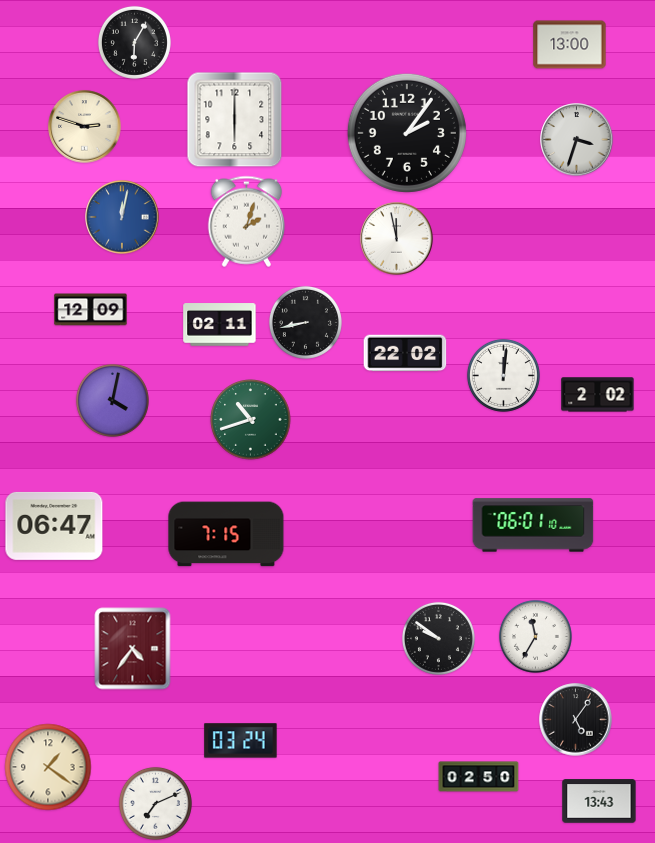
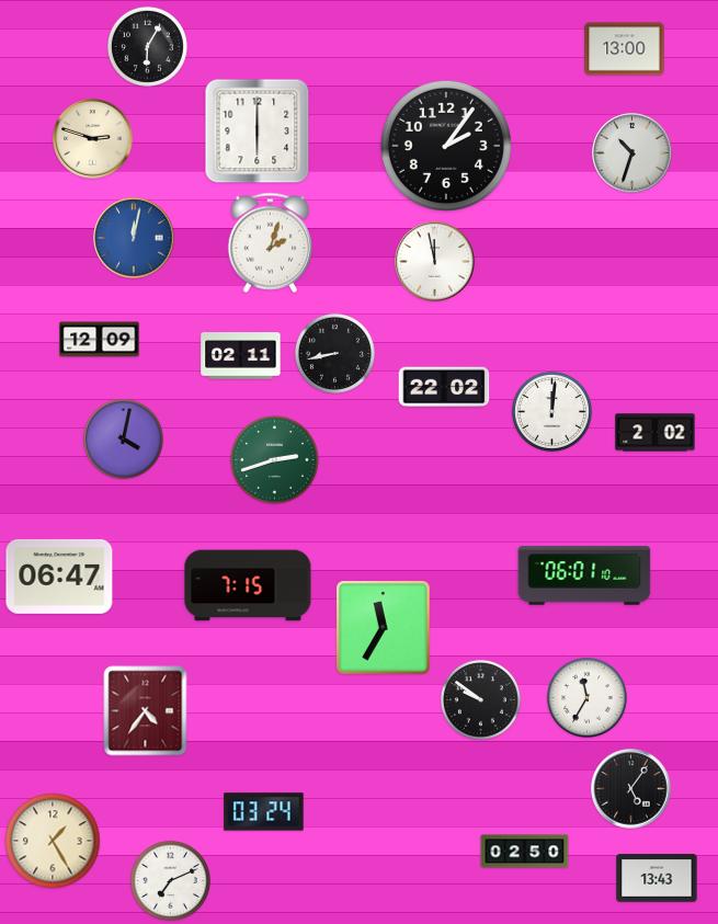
clock at (577, 140): 3:33 -> 10:33
clock at (251, 420): 10:42 -> 2:42
clock at (384, 628): none -> 11:35
clock at (48, 767): 1:21 -> 1:25
